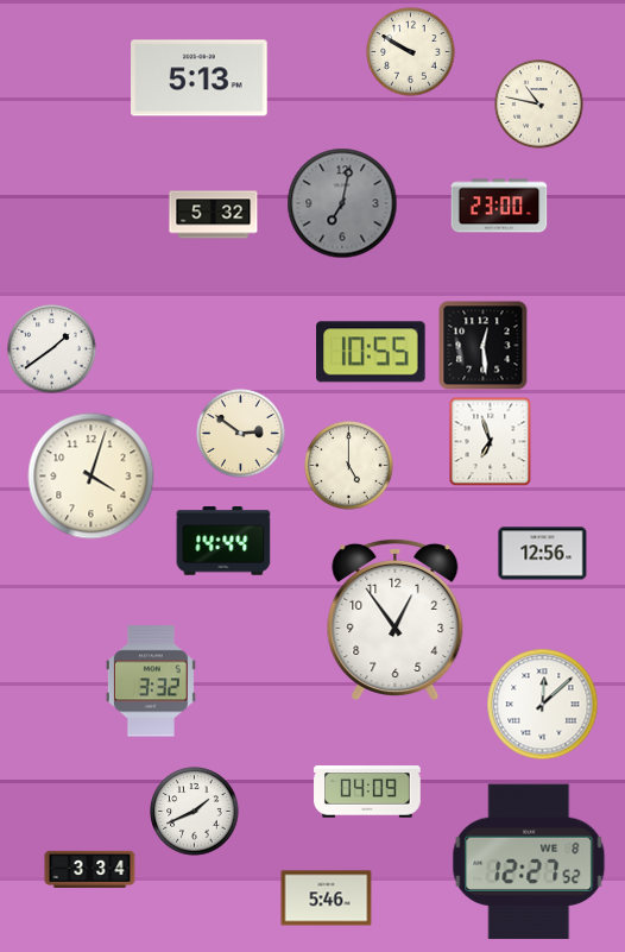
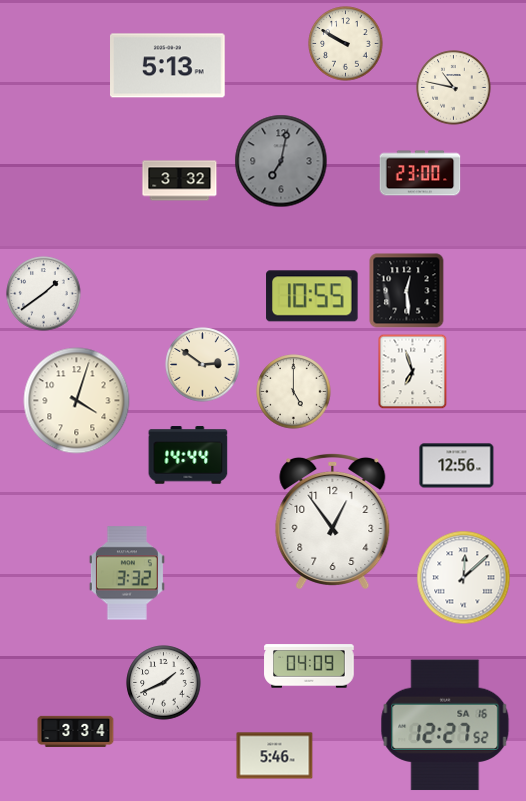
clock at (342, 203) position: (342, 203) -> (281, 161)
clock at (214, 215): 5:32 -> 3:32
clock at (543, 705) position: (543, 705) -> (464, 578)
clock at (529, 862) date: WE 8 -> SA 16
